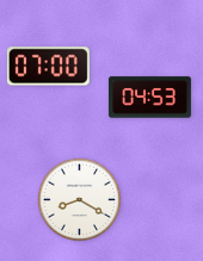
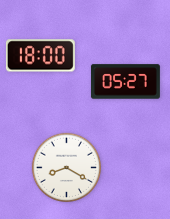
clock at (48, 67): 07:00 -> 18:00
clock at (149, 98): 04:53 -> 05:27
